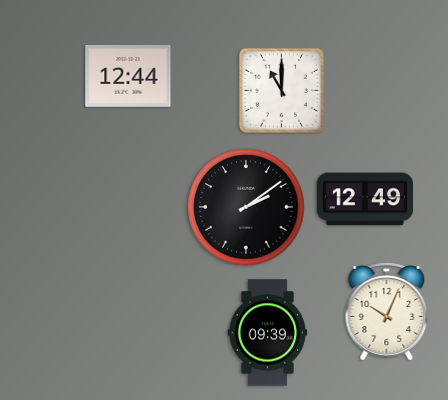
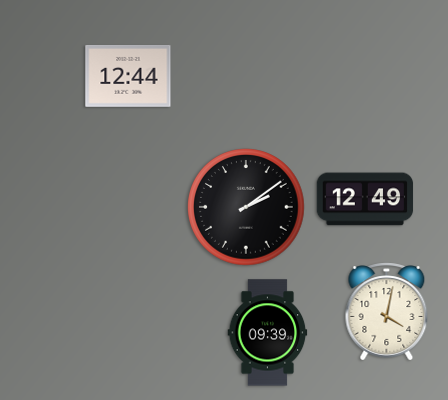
clock at (281, 90): 11:00 -> none
clock at (387, 312): 10:04 -> 4:02
